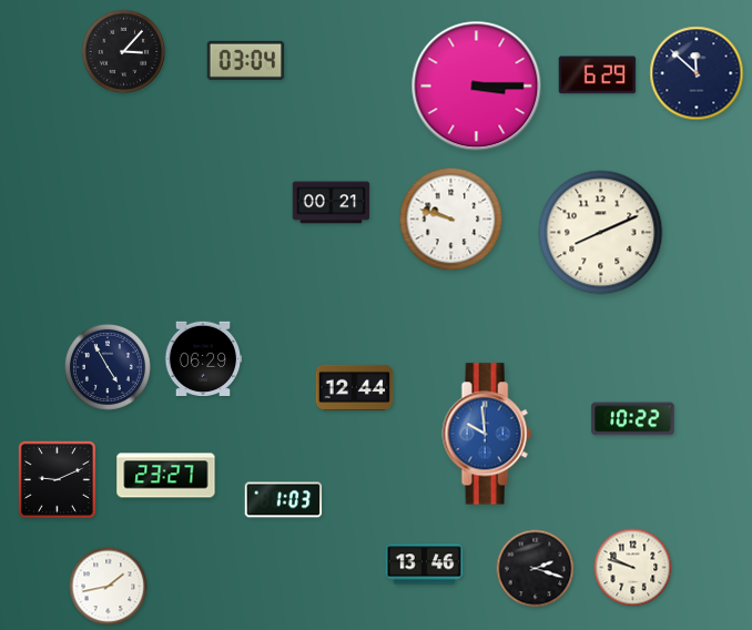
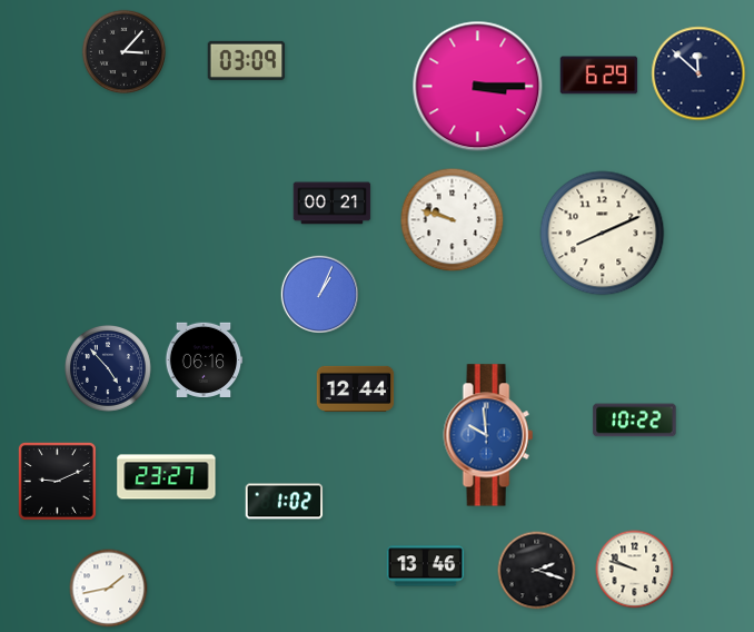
clock at (246, 60): 03:04 -> 03:09
clock at (320, 295): none -> 1:04
clock at (203, 358): 06:29 -> 06:16
clock at (108, 367): 4:55 -> 4:53
clock at (284, 500): 1:03 -> 1:02
